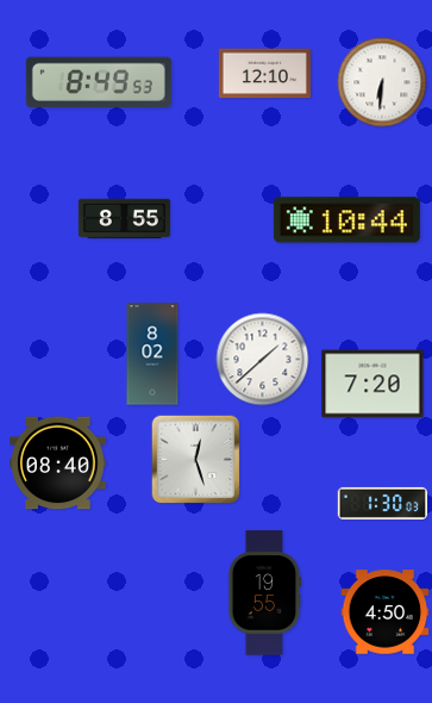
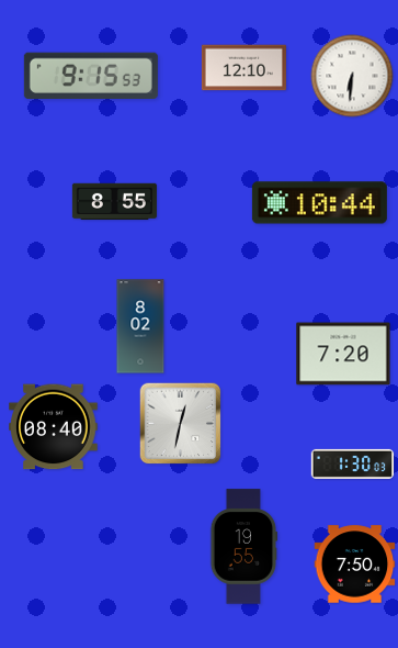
clock at (99, 81): 8:49 -> 9:15
clock at (263, 360): 1:38 -> none
clock at (196, 460): 12:27 -> 12:32
clock at (386, 612): 4:50 -> 7:50
